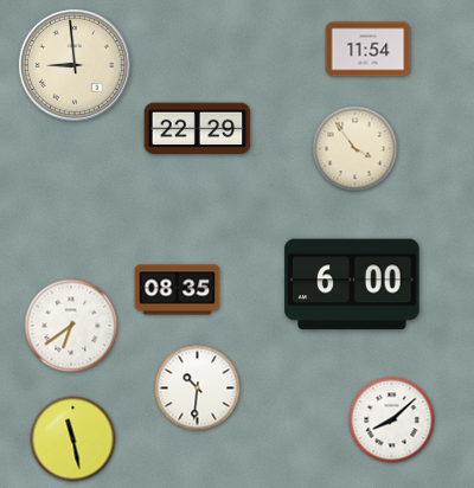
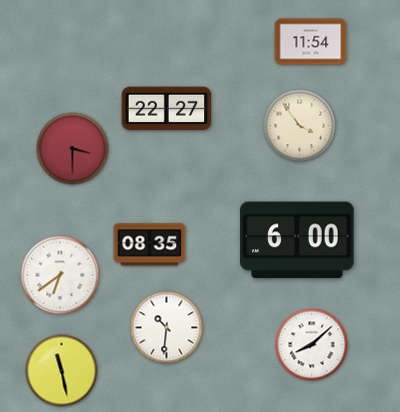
clock at (75, 65): 8:59 -> none
clock at (198, 129): 22:29 -> 22:27
clock at (73, 149): none -> 3:30
clock at (392, 420) position: (392, 420) -> (312, 345)
